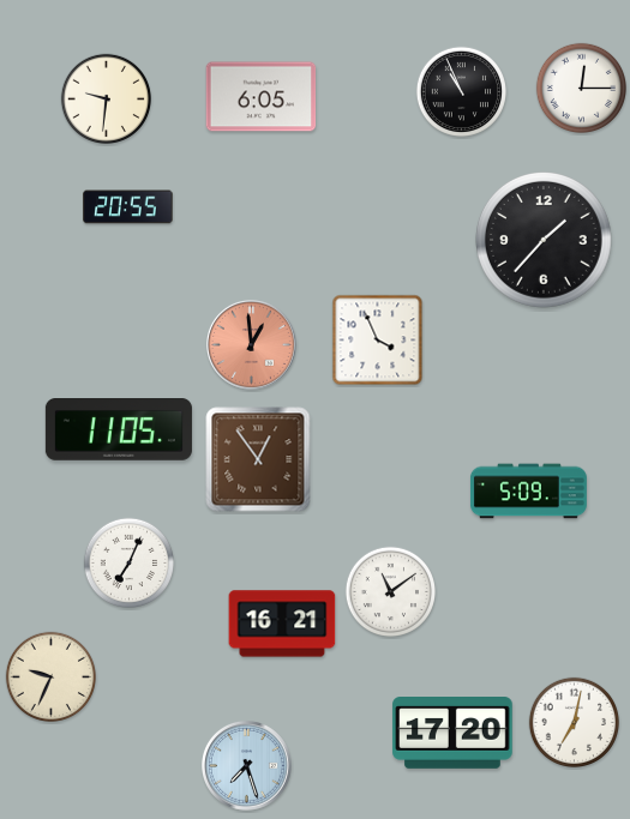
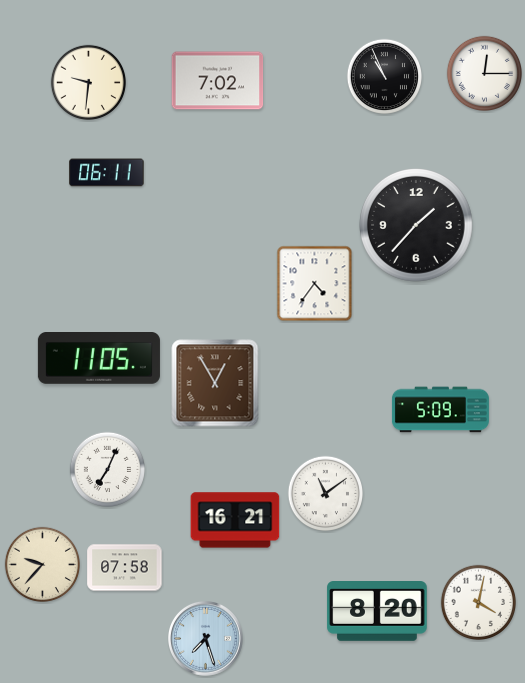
clock at (262, 97): 6:05 -> 7:02
clock at (128, 207): 20:55 -> 06:11
clock at (545, 241) position: (545, 241) -> (417, 226)
clock at (378, 341): 3:56 -> 4:36
clock at (252, 345): 12:59 -> none
clock at (258, 459): 12:54 -> 12:55
clock at (50, 676): 9:34 -> 9:37
clock at (125, 568): none -> 07:58
clock at (574, 722): 7:02 -> 4:02
clock at (452, 734): 17:20 -> 8:20
